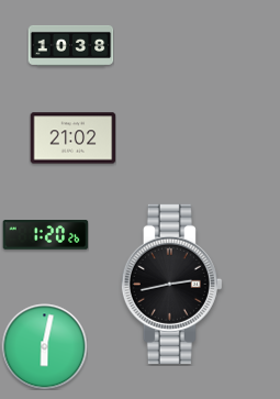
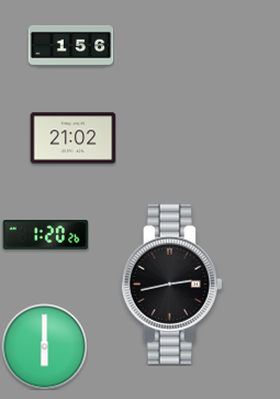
clock at (70, 45): 10:38 -> 1:56
clock at (44, 346): 6:02 -> 6:00
